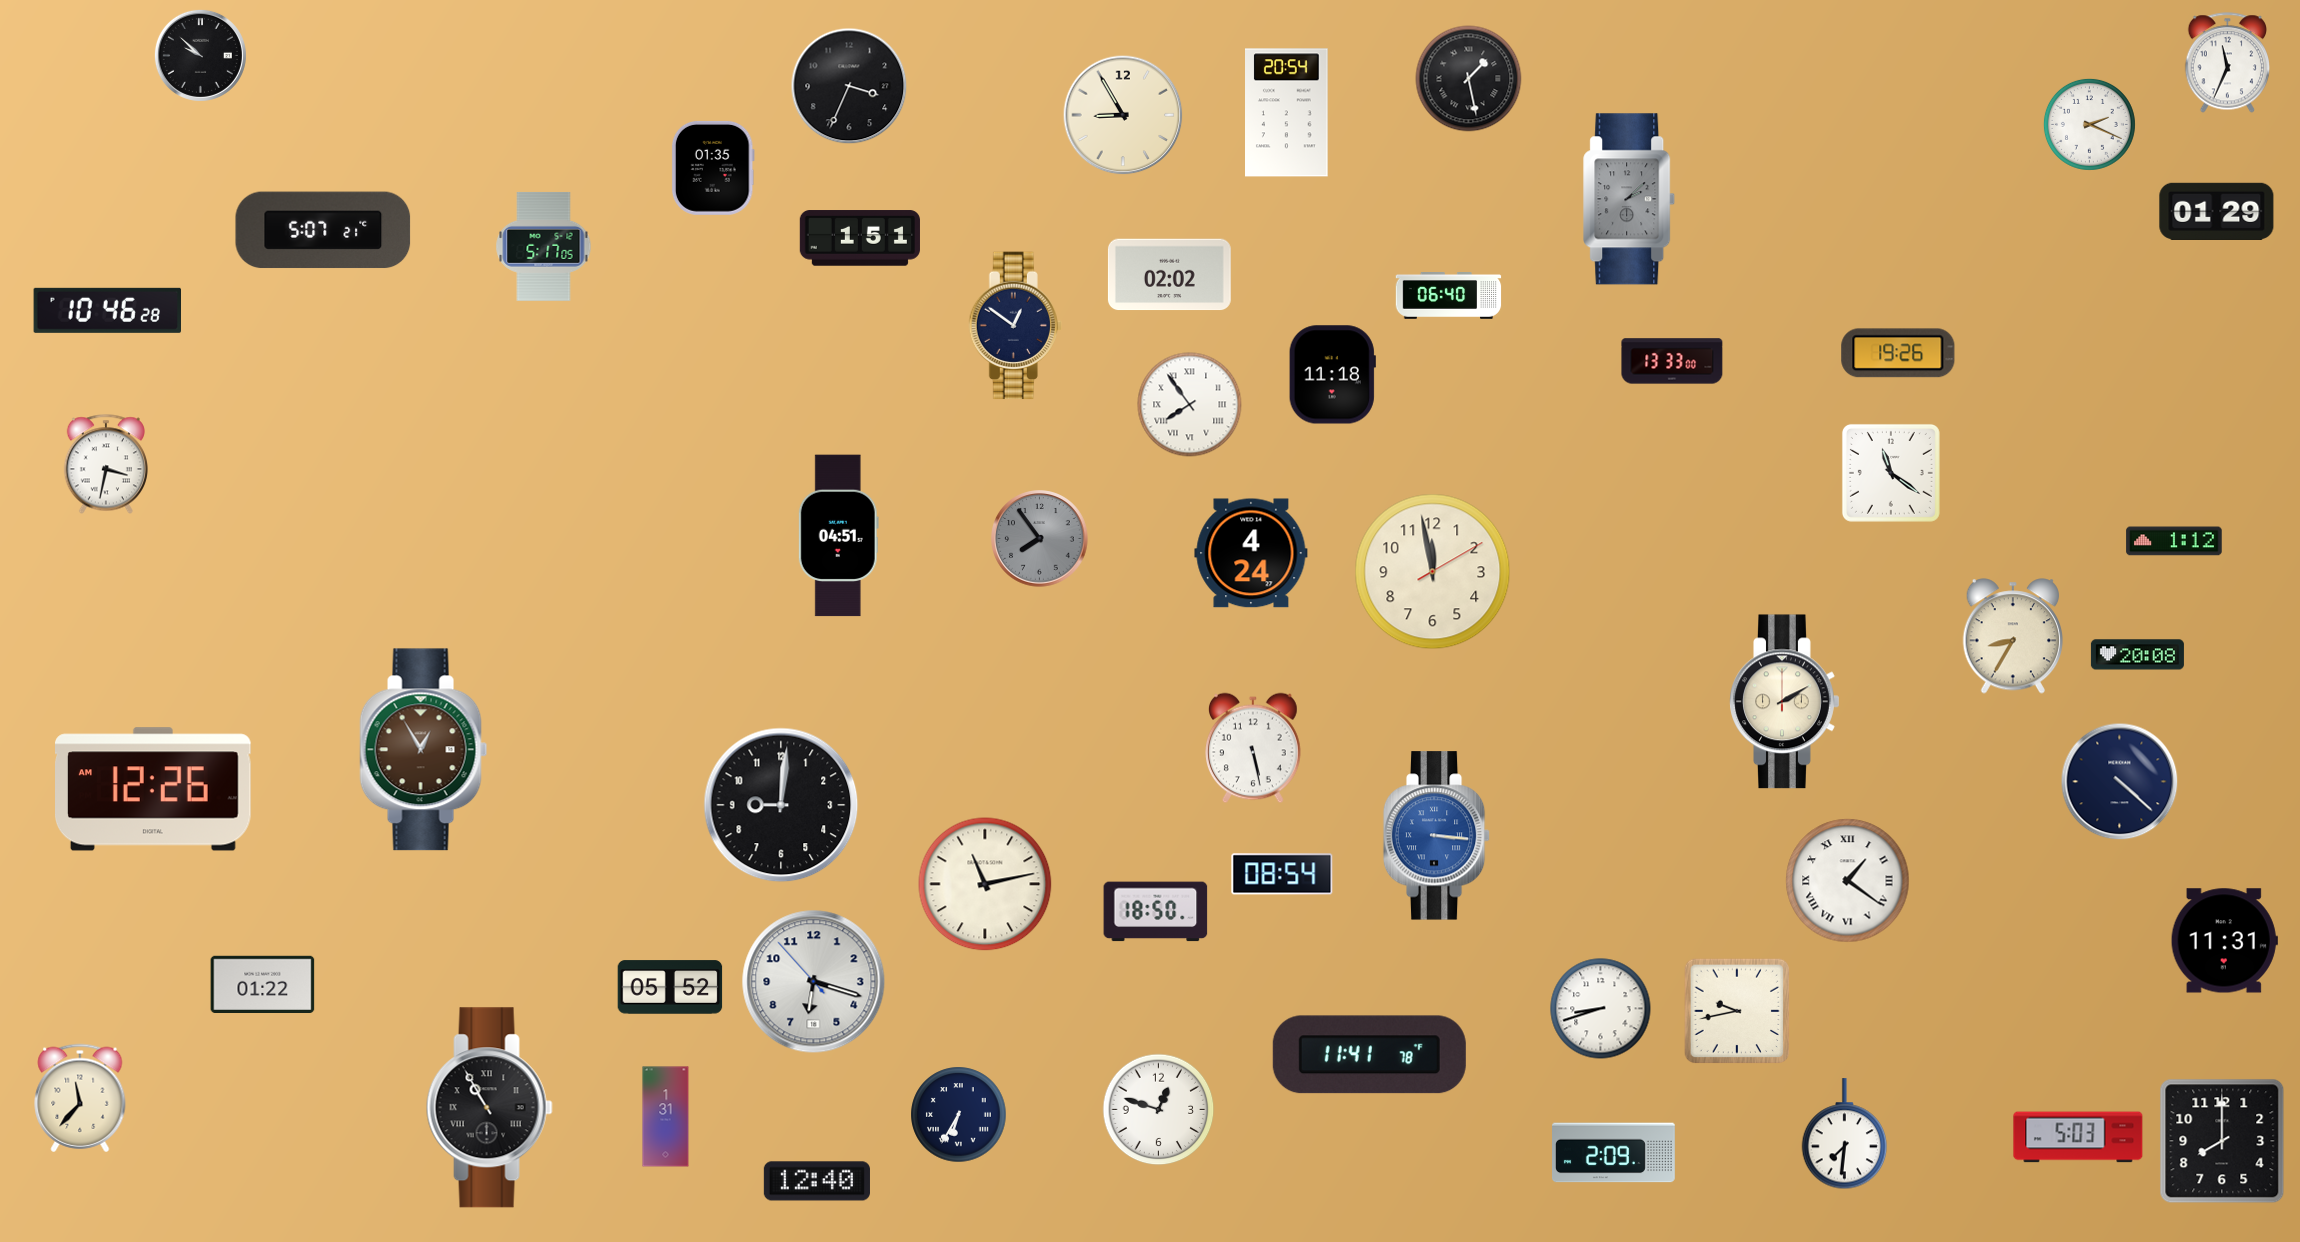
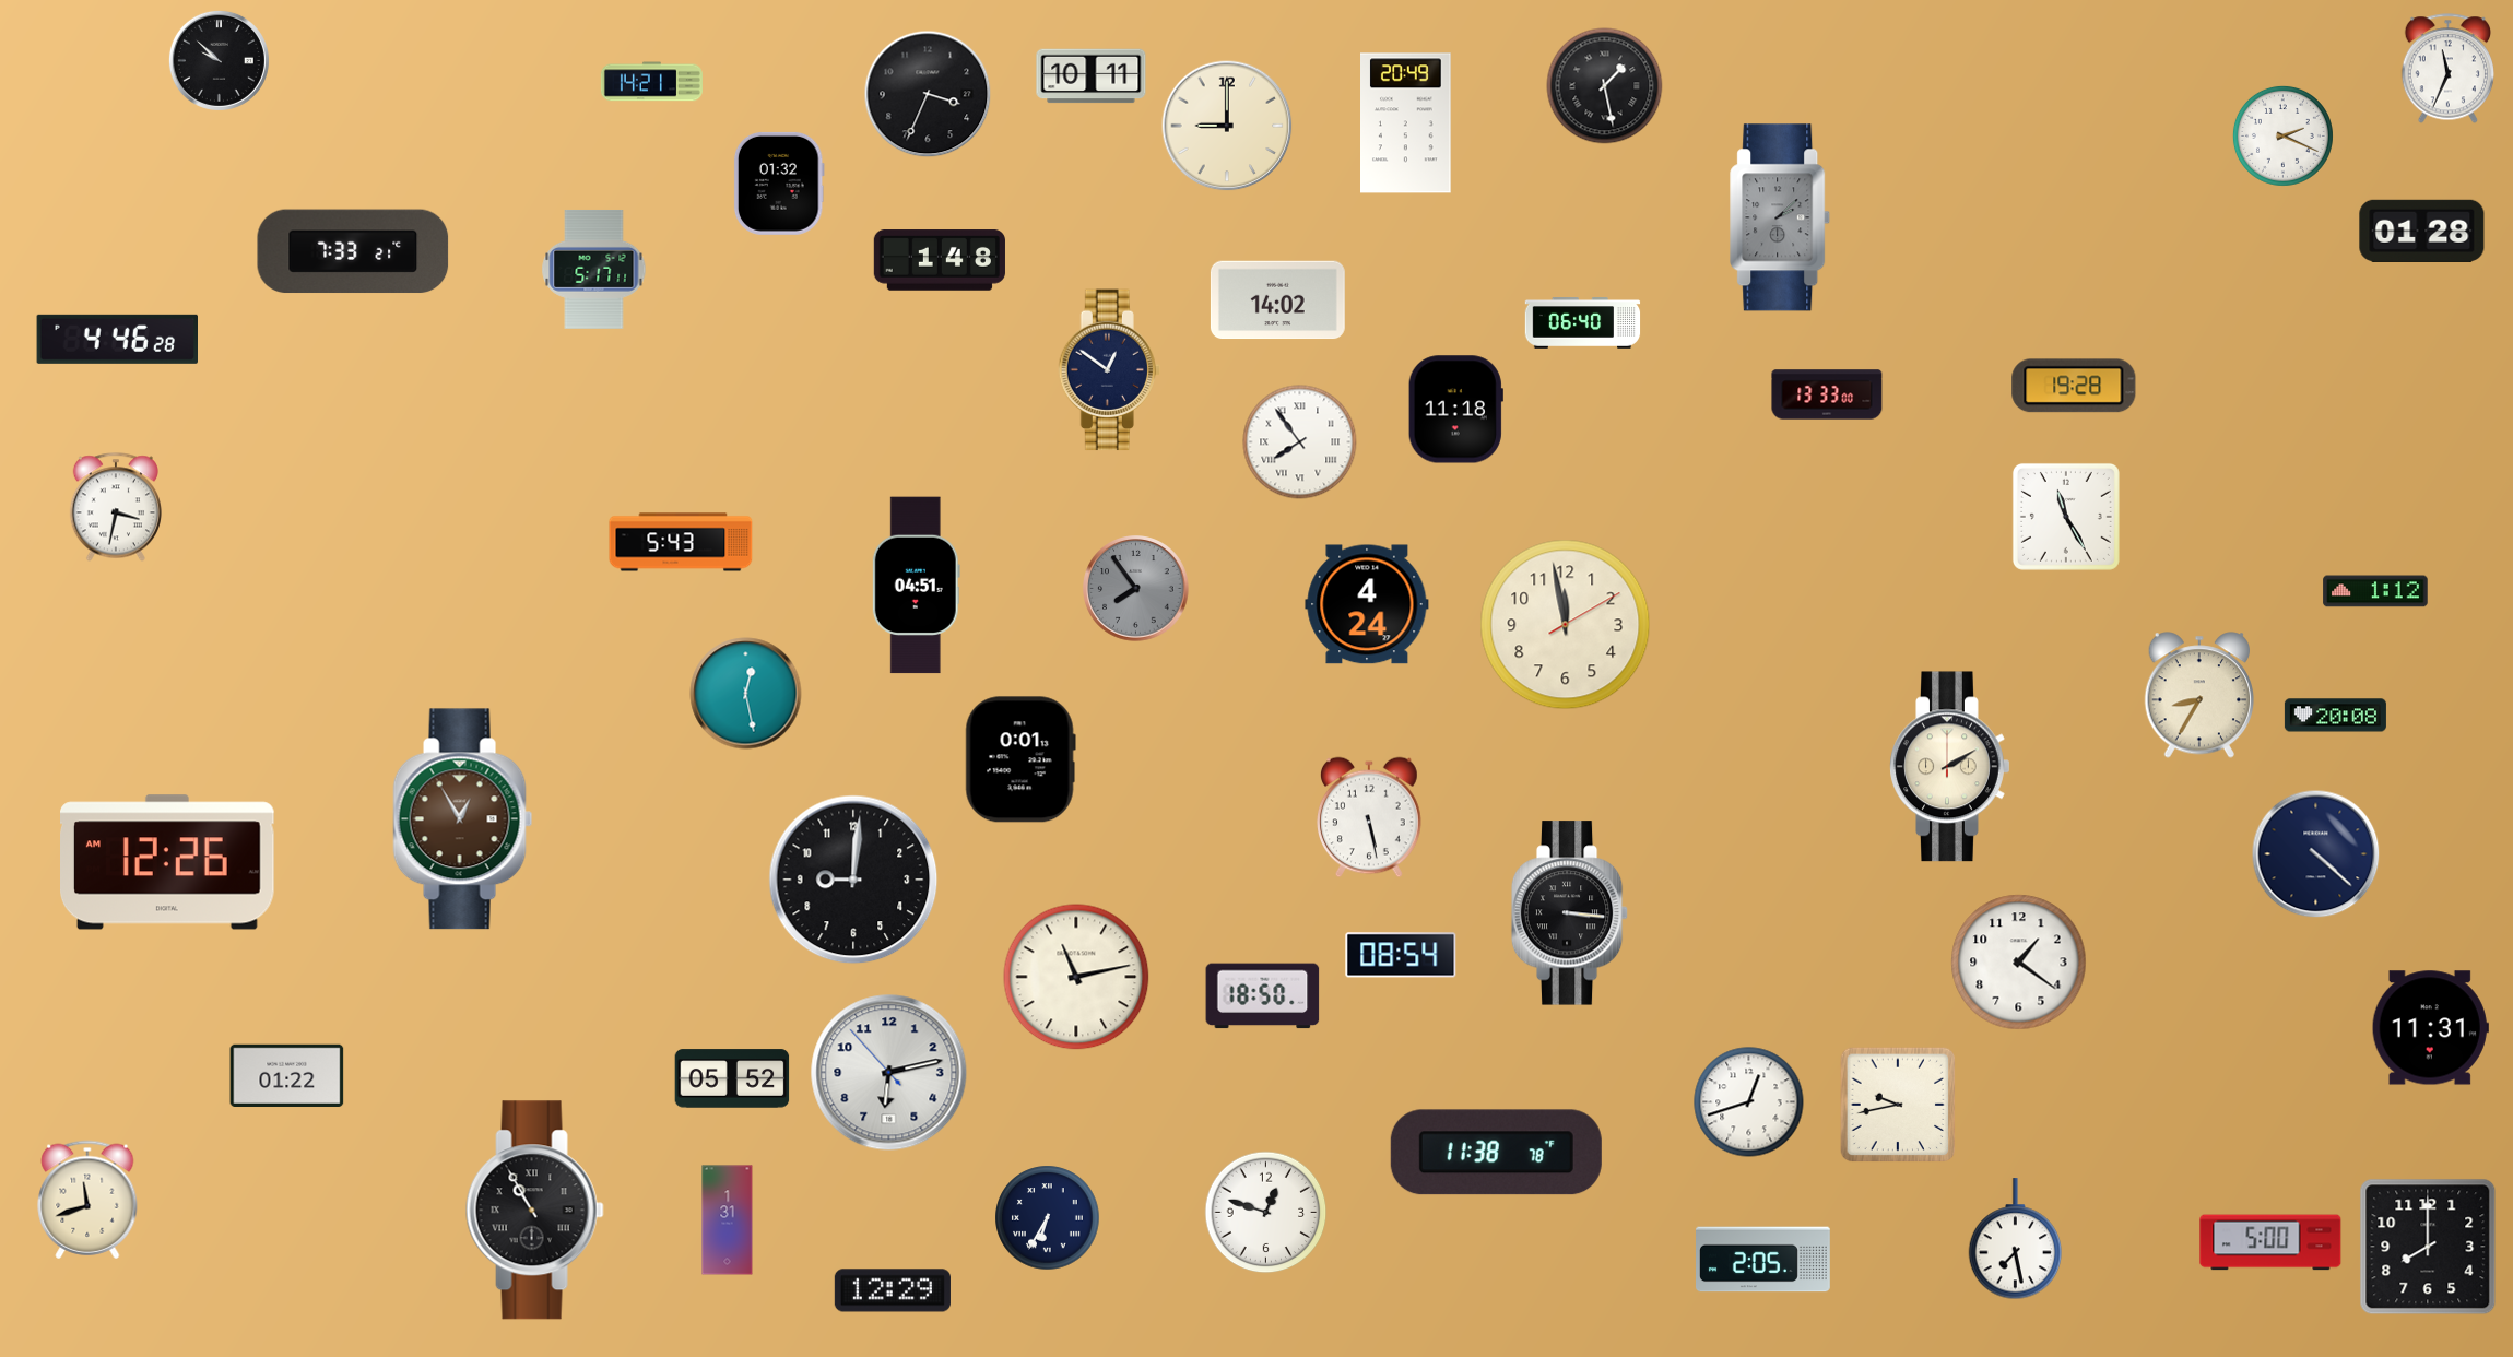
clock at (2227, 63) position: (2227, 63) -> (2447, 69)
clock at (1092, 76): none -> 10:11
clock at (651, 82): none -> 14:21
clock at (1287, 113): 20:54 -> 20:49
clock at (1123, 115): 8:55 -> 9:00
clock at (713, 168): 01:35 -> 01:32
clock at (2217, 211): 01:29 -> 01:28
clock at (323, 230): 5:07 -> 7:33
clock at (860, 238): 1:51 -> 1:48
clock at (544, 246): 5:17:05 -> 5:17:11
clock at (1169, 275): 02:02 -> 14:02
clock at (107, 310): 10:46 -> 4:46
clock at (1015, 326) position: (1015, 326) -> (1109, 370)
clock at (1898, 353): 19:26 -> 19:28
clock at (1891, 473): 11:21 -> 11:25
clock at (681, 542): none -> 5:43
clock at (746, 694): none -> 12:28
clock at (1020, 759): none -> 0:01
clock at (1437, 836) dial: blue -> black
clock at (1848, 881) numerals: Roman -> Arabic
clock at (985, 884) position: (985, 884) -> (1076, 977)
clock at (814, 982): 6:17 -> 6:12
clock at (1601, 1009): 8:42 -> 12:42
clock at (1369, 1055): 11:41 -> 11:38
clock at (80, 1098): 11:37 -> 11:42
clock at (1845, 1134): 7:31 -> 7:28
clock at (2078, 1137): 5:03 -> 5:00
clock at (1614, 1153): 2:09 -> 2:05
clock at (817, 1181): 12:40 -> 12:29
